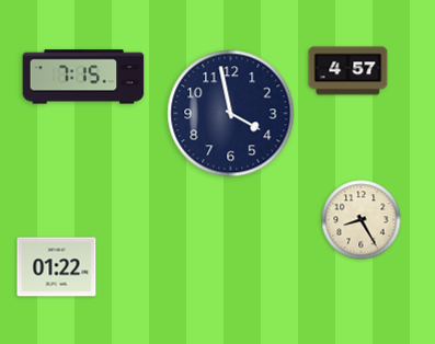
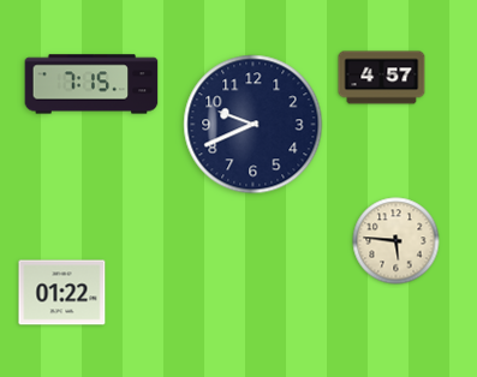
clock at (231, 114): 3:58 -> 9:41
clock at (362, 220): 8:25 -> 5:46
